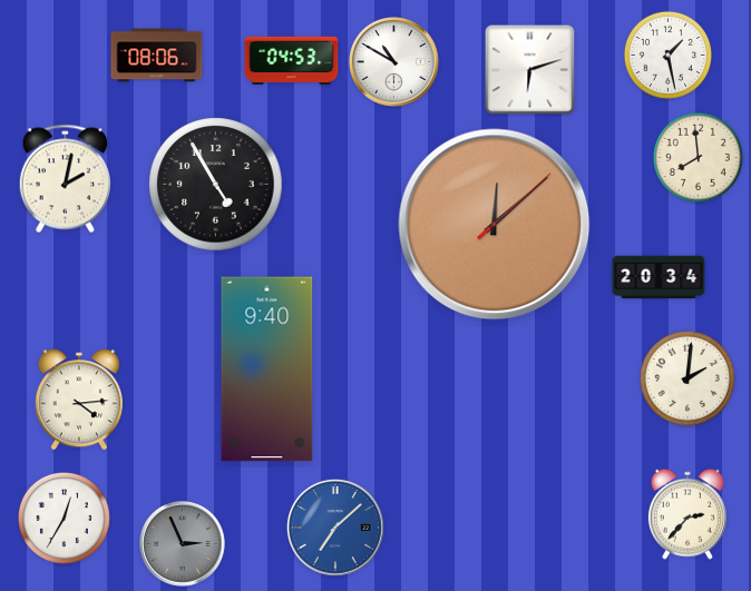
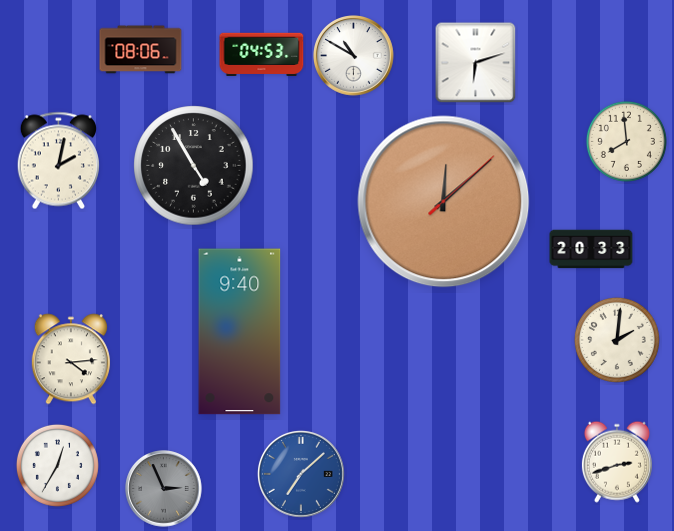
clock at (667, 55): 1:28 -> none
clock at (659, 277): 20:34 -> 20:33
clock at (687, 514): 2:37 -> 2:42
